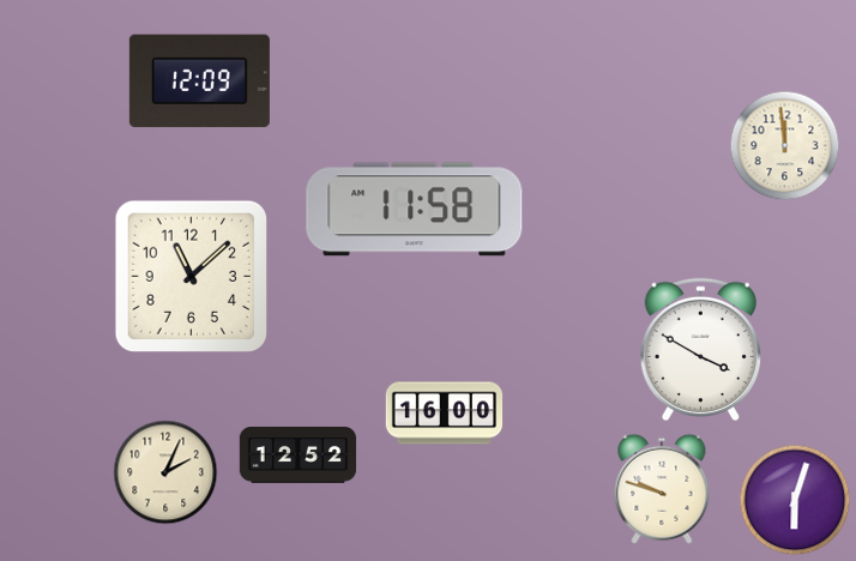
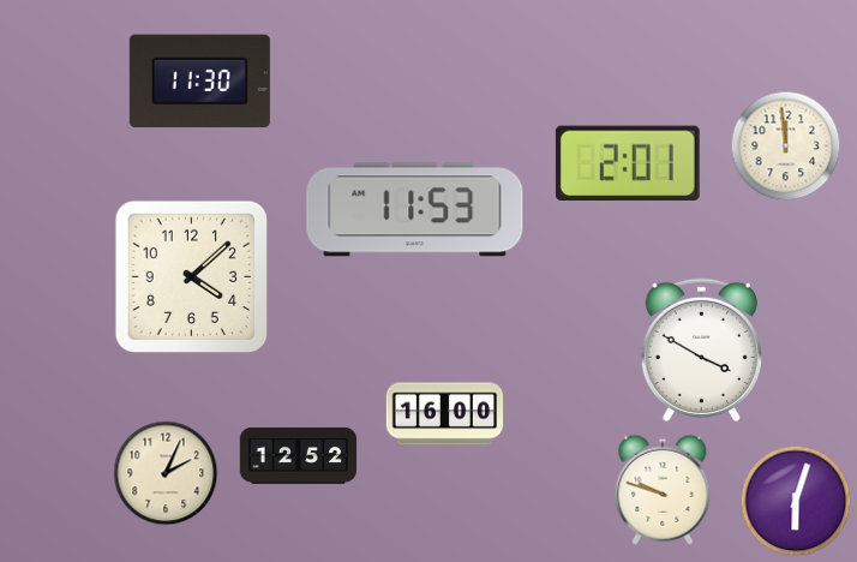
clock at (199, 82): 12:09 -> 11:30
clock at (628, 162): none -> 2:01
clock at (415, 210): 11:58 -> 11:53
clock at (192, 277): 11:08 -> 4:08
